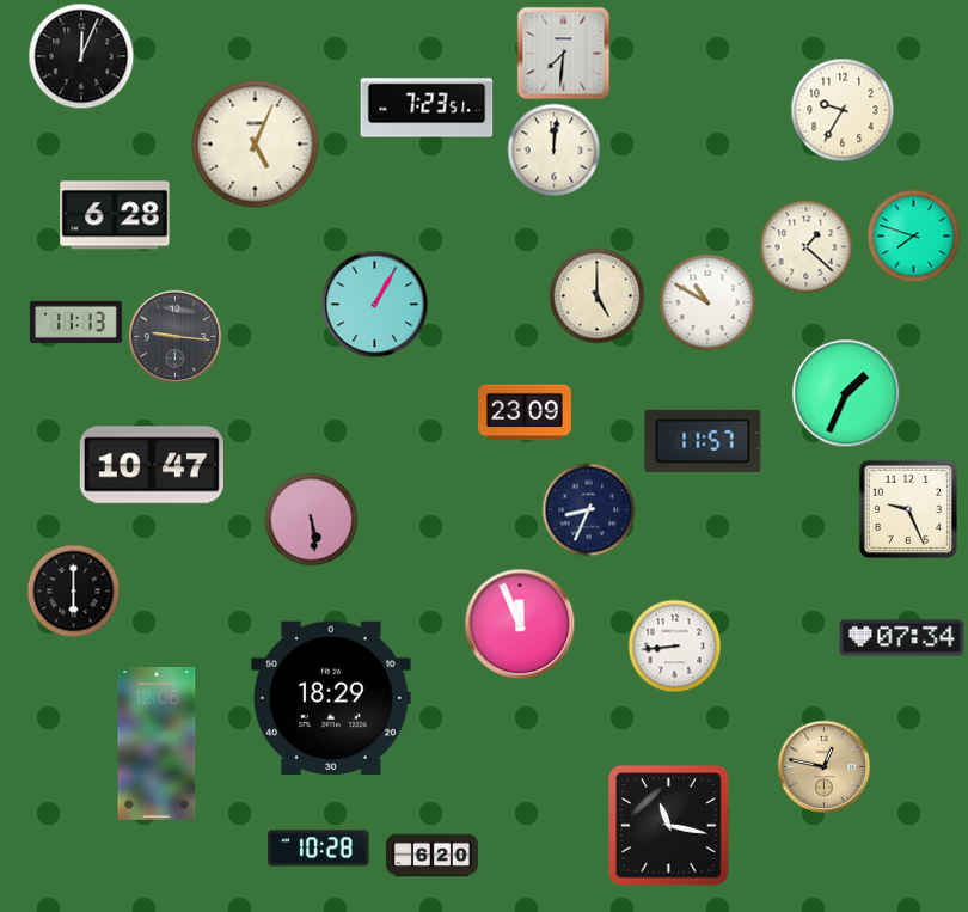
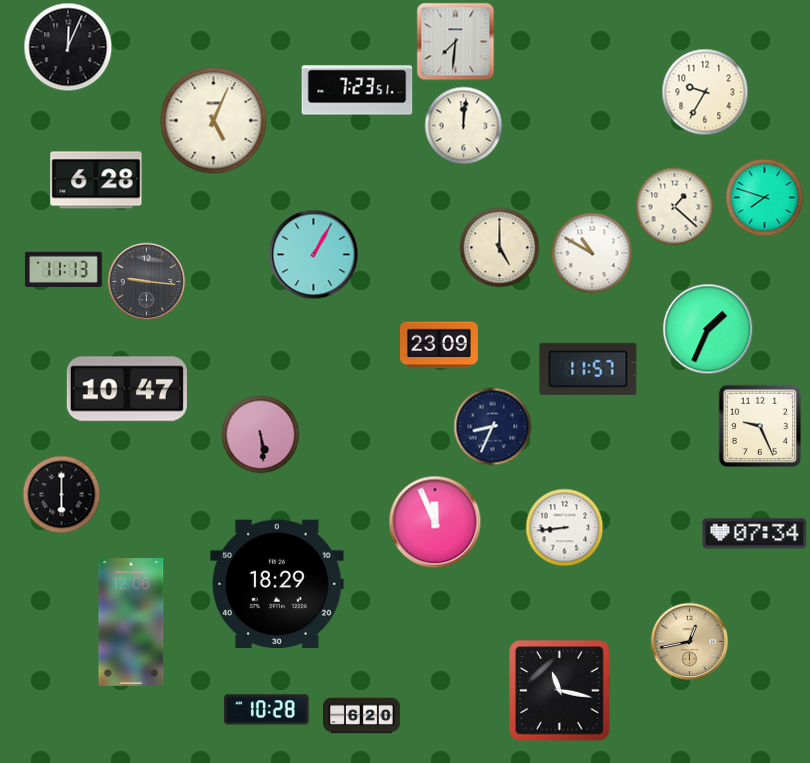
clock at (563, 53) position: (563, 53) -> (455, 41)
clock at (674, 645) position: (674, 645) -> (564, 527)
clock at (823, 766): 12:47 -> 12:43
